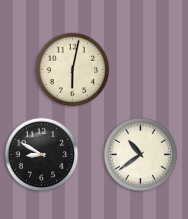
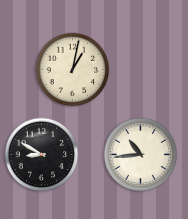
clock at (73, 70): 6:02 -> 1:02
clock at (141, 155): 10:39 -> 10:44
